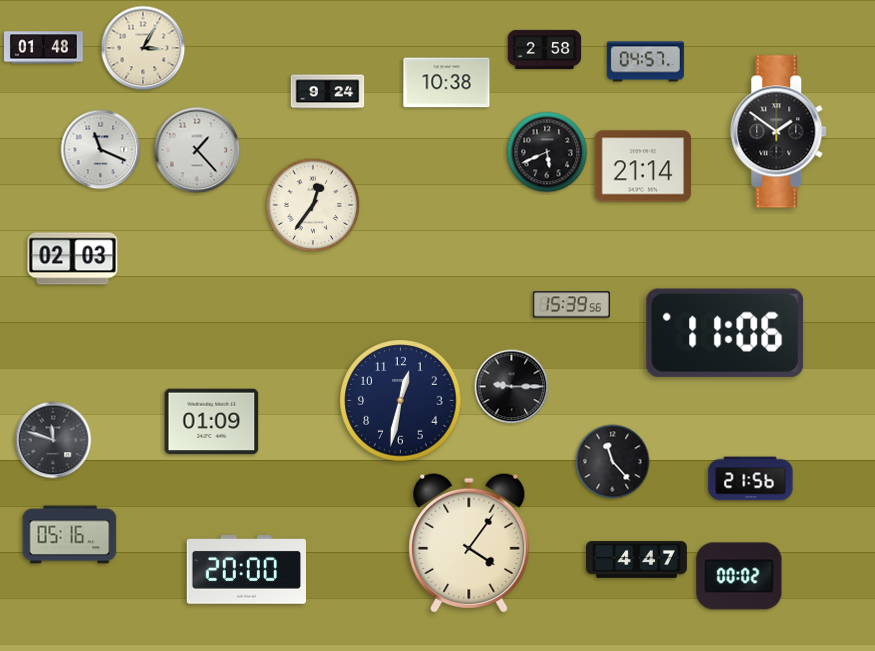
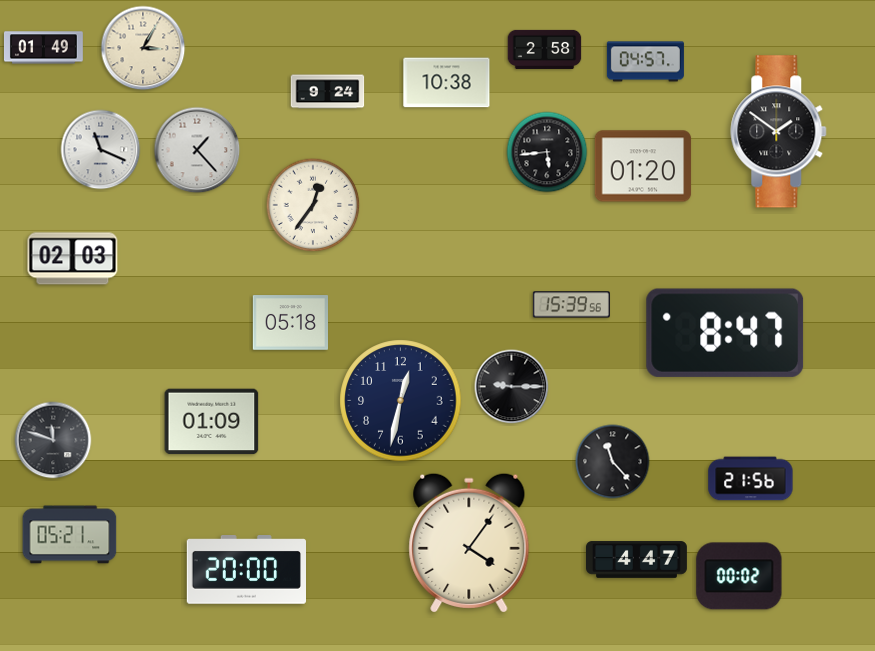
clock at (43, 48): 01:48 -> 01:49
clock at (547, 152): 5:41 -> 5:44
clock at (643, 166): 21:14 -> 01:20
clock at (290, 323): none -> 05:18
clock at (725, 333): 11:06 -> 8:47
clock at (70, 535): 05:16 -> 05:21
